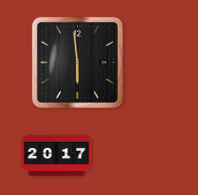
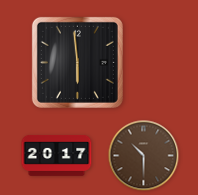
clock at (144, 156): none -> 10:30
